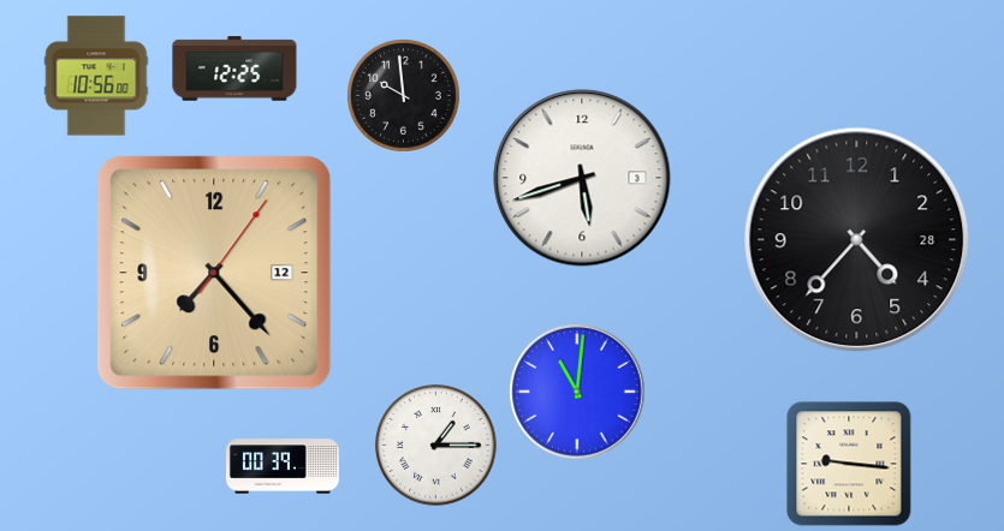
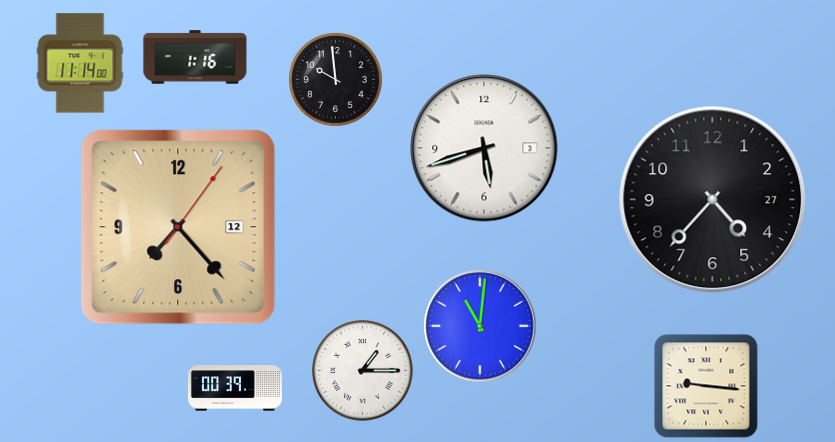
clock at (234, 68): 12:25 -> 1:16
clock at (96, 76): 10:56 -> 11:14
clock at (857, 240) date: 28 -> 27
